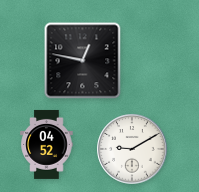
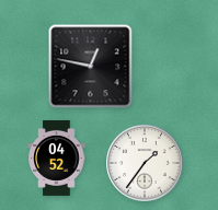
clock at (47, 144) position: (47, 144) -> (57, 157)
clock at (132, 149): 9:10 -> 1:36
